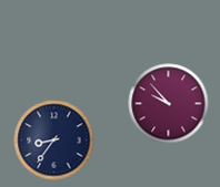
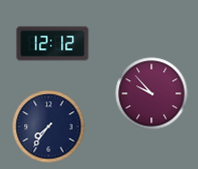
clock at (53, 44): none -> 12:12
clock at (54, 141): 8:36 -> 7:36
